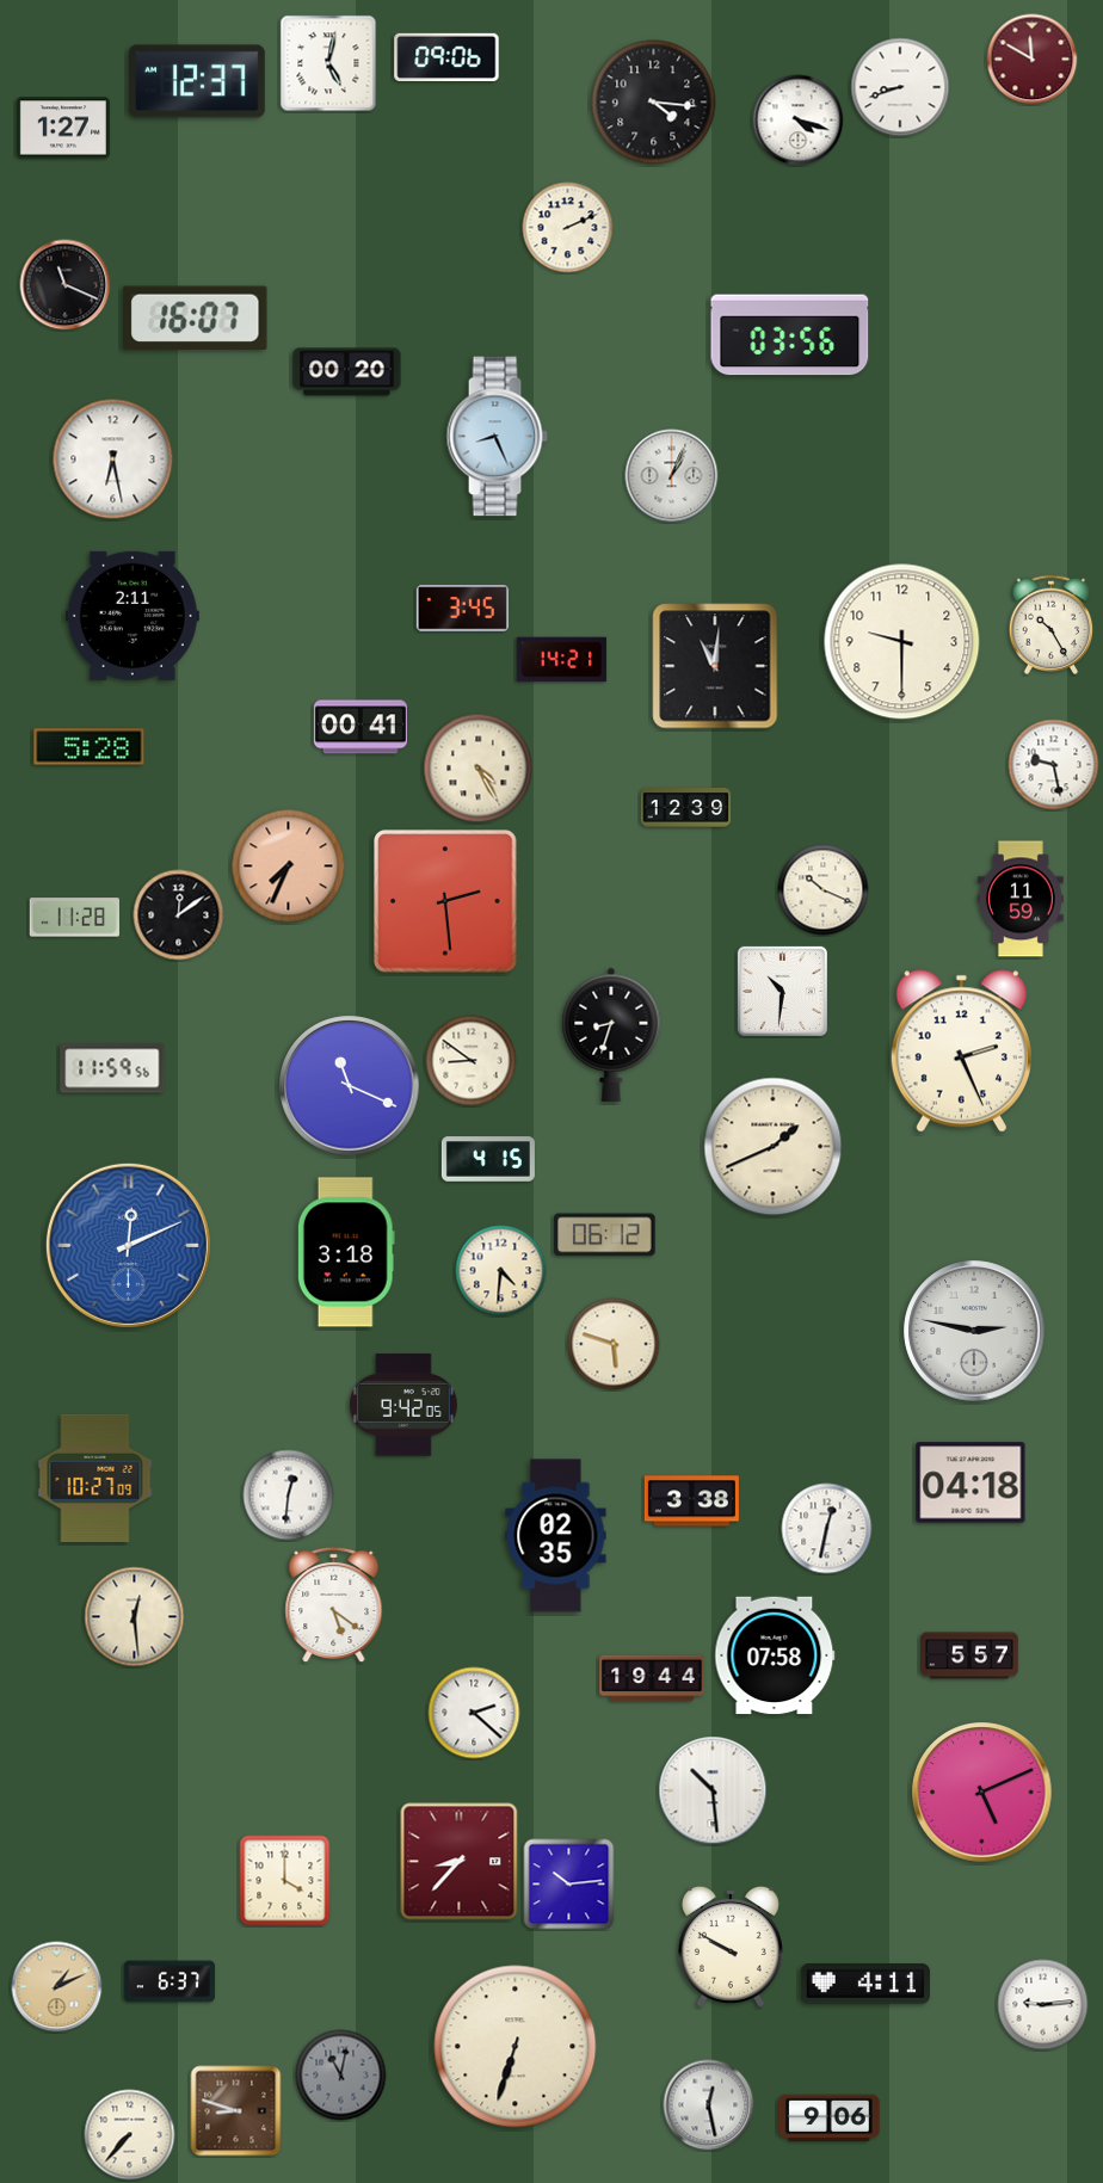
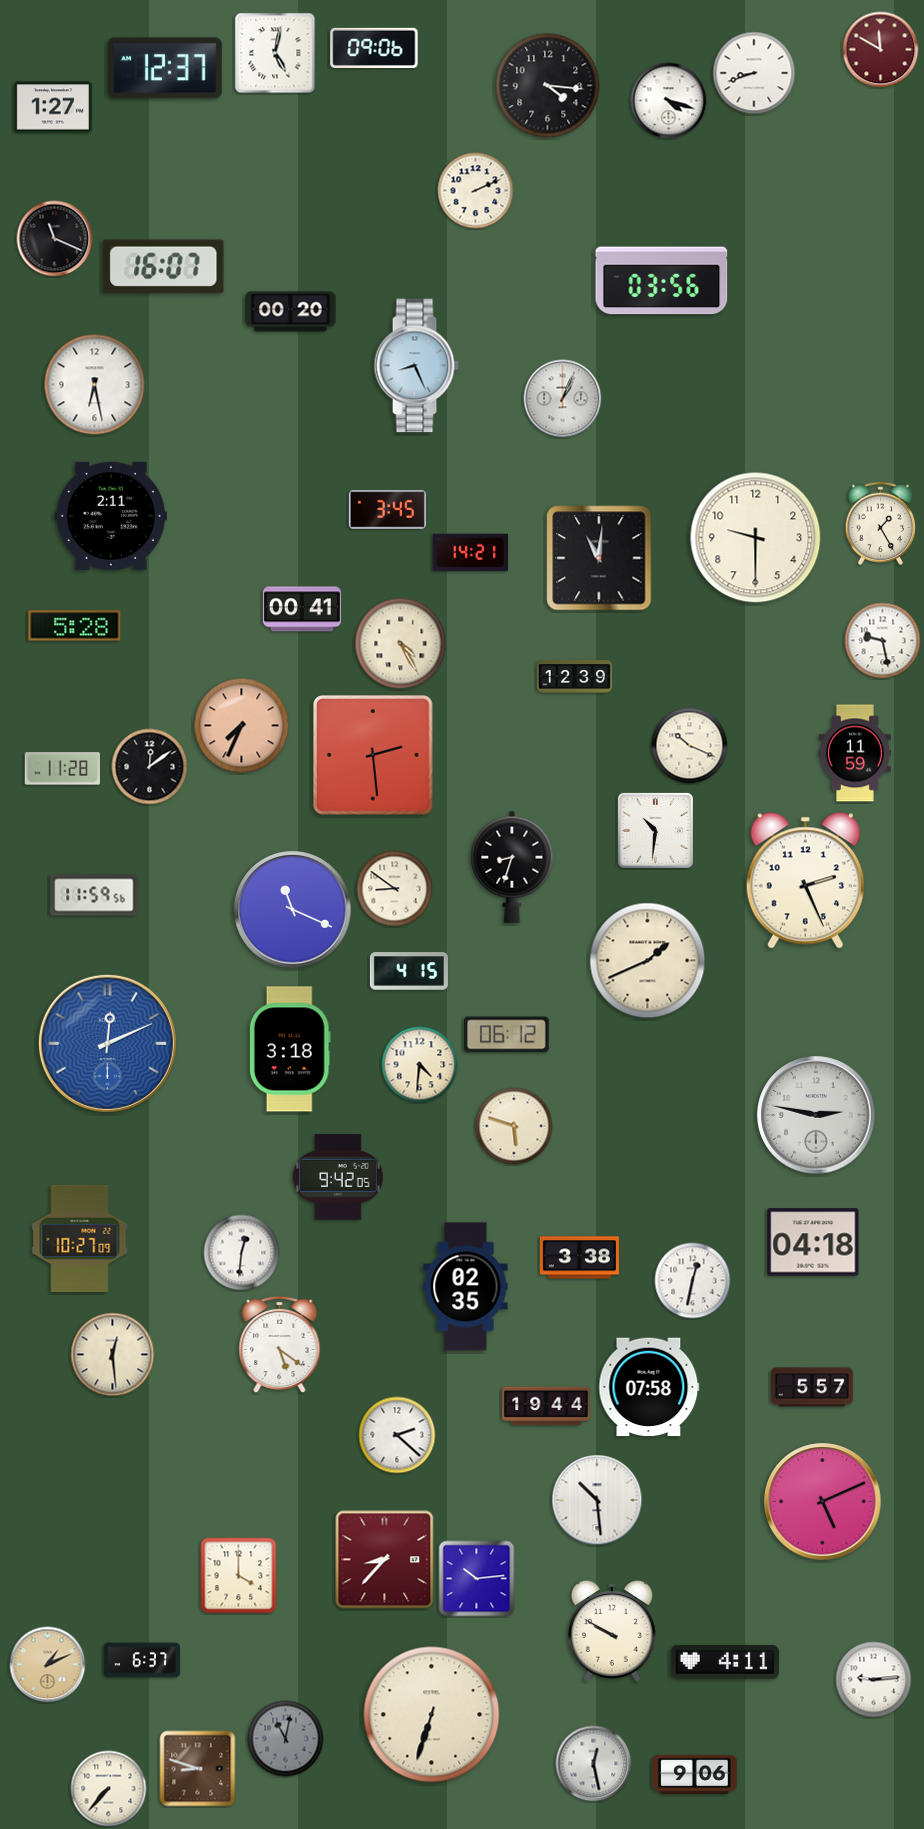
clock at (1033, 60) position: (1033, 60) -> (881, 50)
clock at (1052, 625): 10:25 -> 1:25
